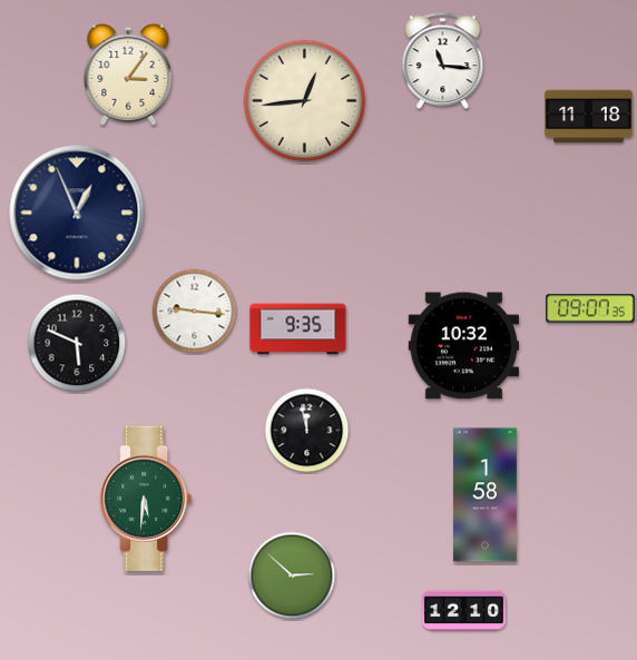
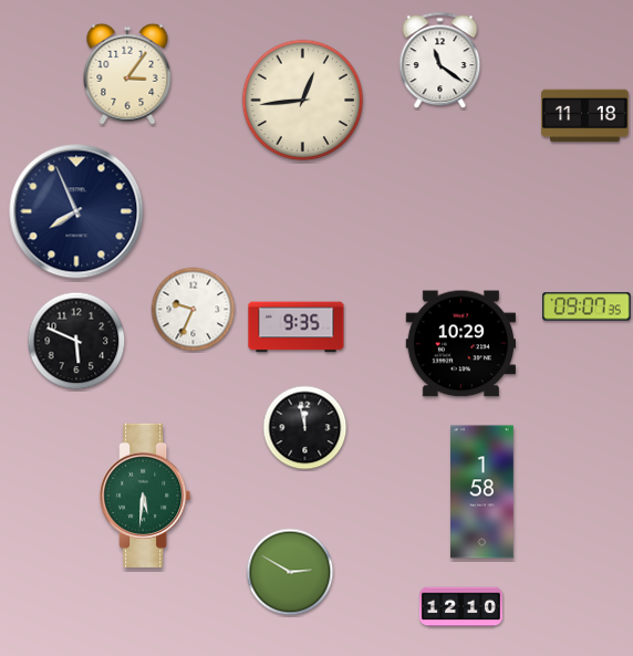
clock at (443, 61): 11:16 -> 11:21
clock at (77, 213): 12:56 -> 7:56
clock at (195, 312): 9:16 -> 9:34
clock at (464, 346): 10:32 -> 10:29
clock at (292, 575): 2:52 -> 2:50
